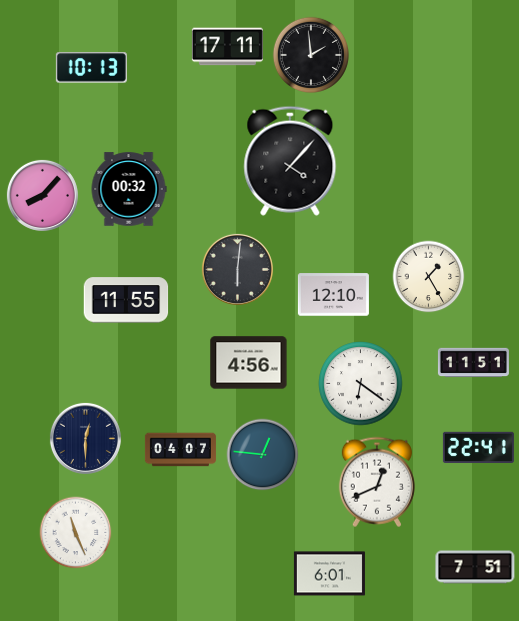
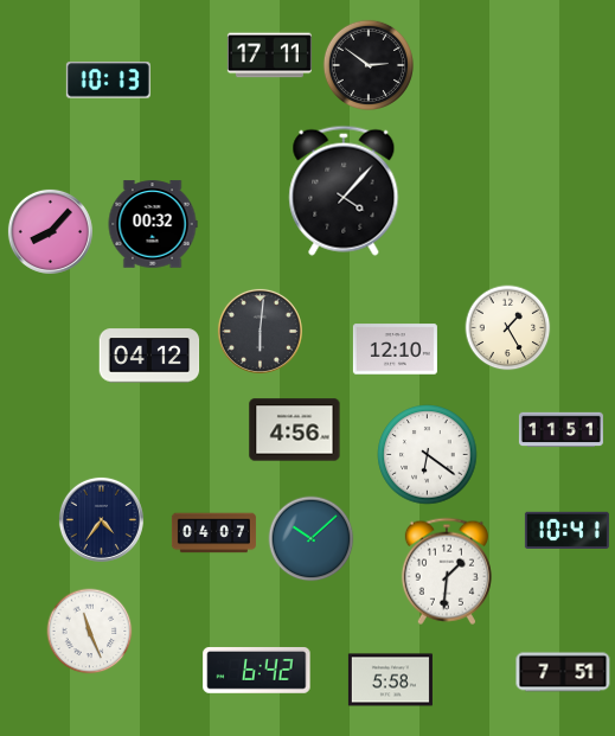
clock at (310, 54): 1:59 -> 2:51
clock at (237, 269) position: (237, 269) -> (260, 331)
clock at (126, 300): 11:55 -> 04:12
clock at (85, 438): 12:30 -> 4:36
clock at (478, 447): 22:41 -> 10:41
clock at (263, 455): 12:46 -> 10:08
clock at (377, 482): 12:41 -> 1:31
clock at (257, 670): none -> 6:42
clock at (329, 574): 6:01 -> 5:58
